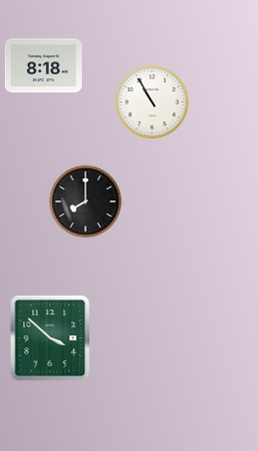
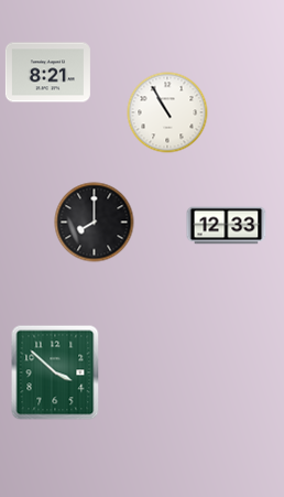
clock at (43, 66): 8:18 -> 8:21
clock at (227, 226): none -> 12:33
